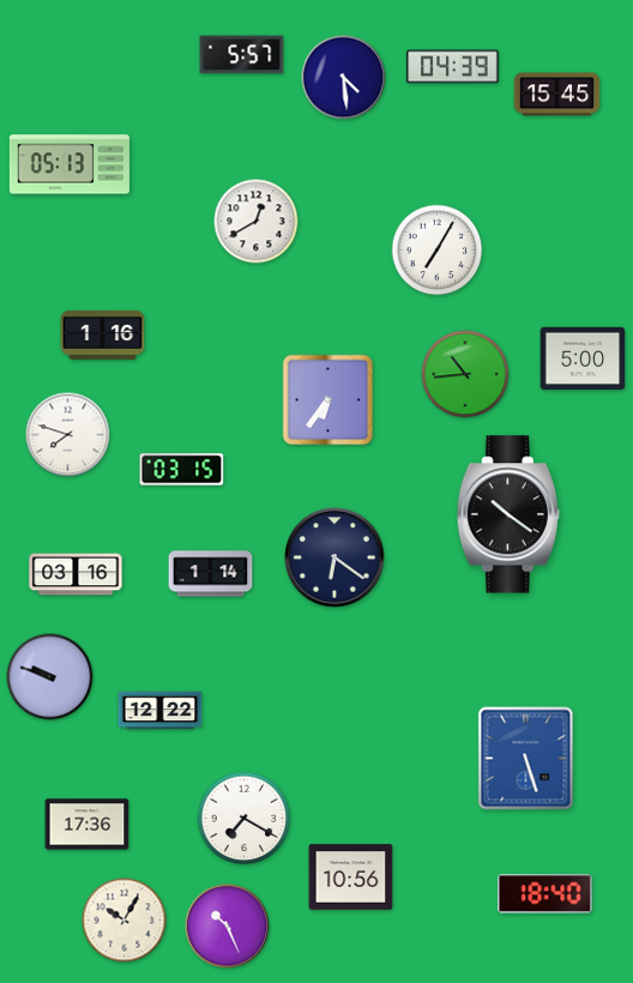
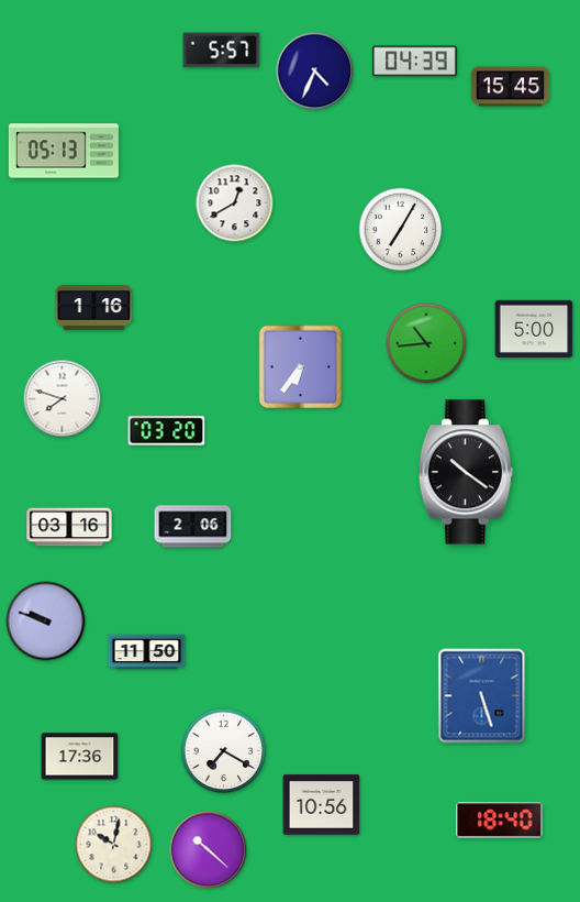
clock at (344, 78): 4:29 -> 4:34
clock at (182, 470): 03:15 -> 03:20
clock at (334, 557): 6:21 -> none
clock at (211, 574): 1:14 -> 2:06
clock at (161, 711): 12:22 -> 11:50
clock at (125, 921): 10:05 -> 10:02
clock at (228, 927): 10:26 -> 10:22
